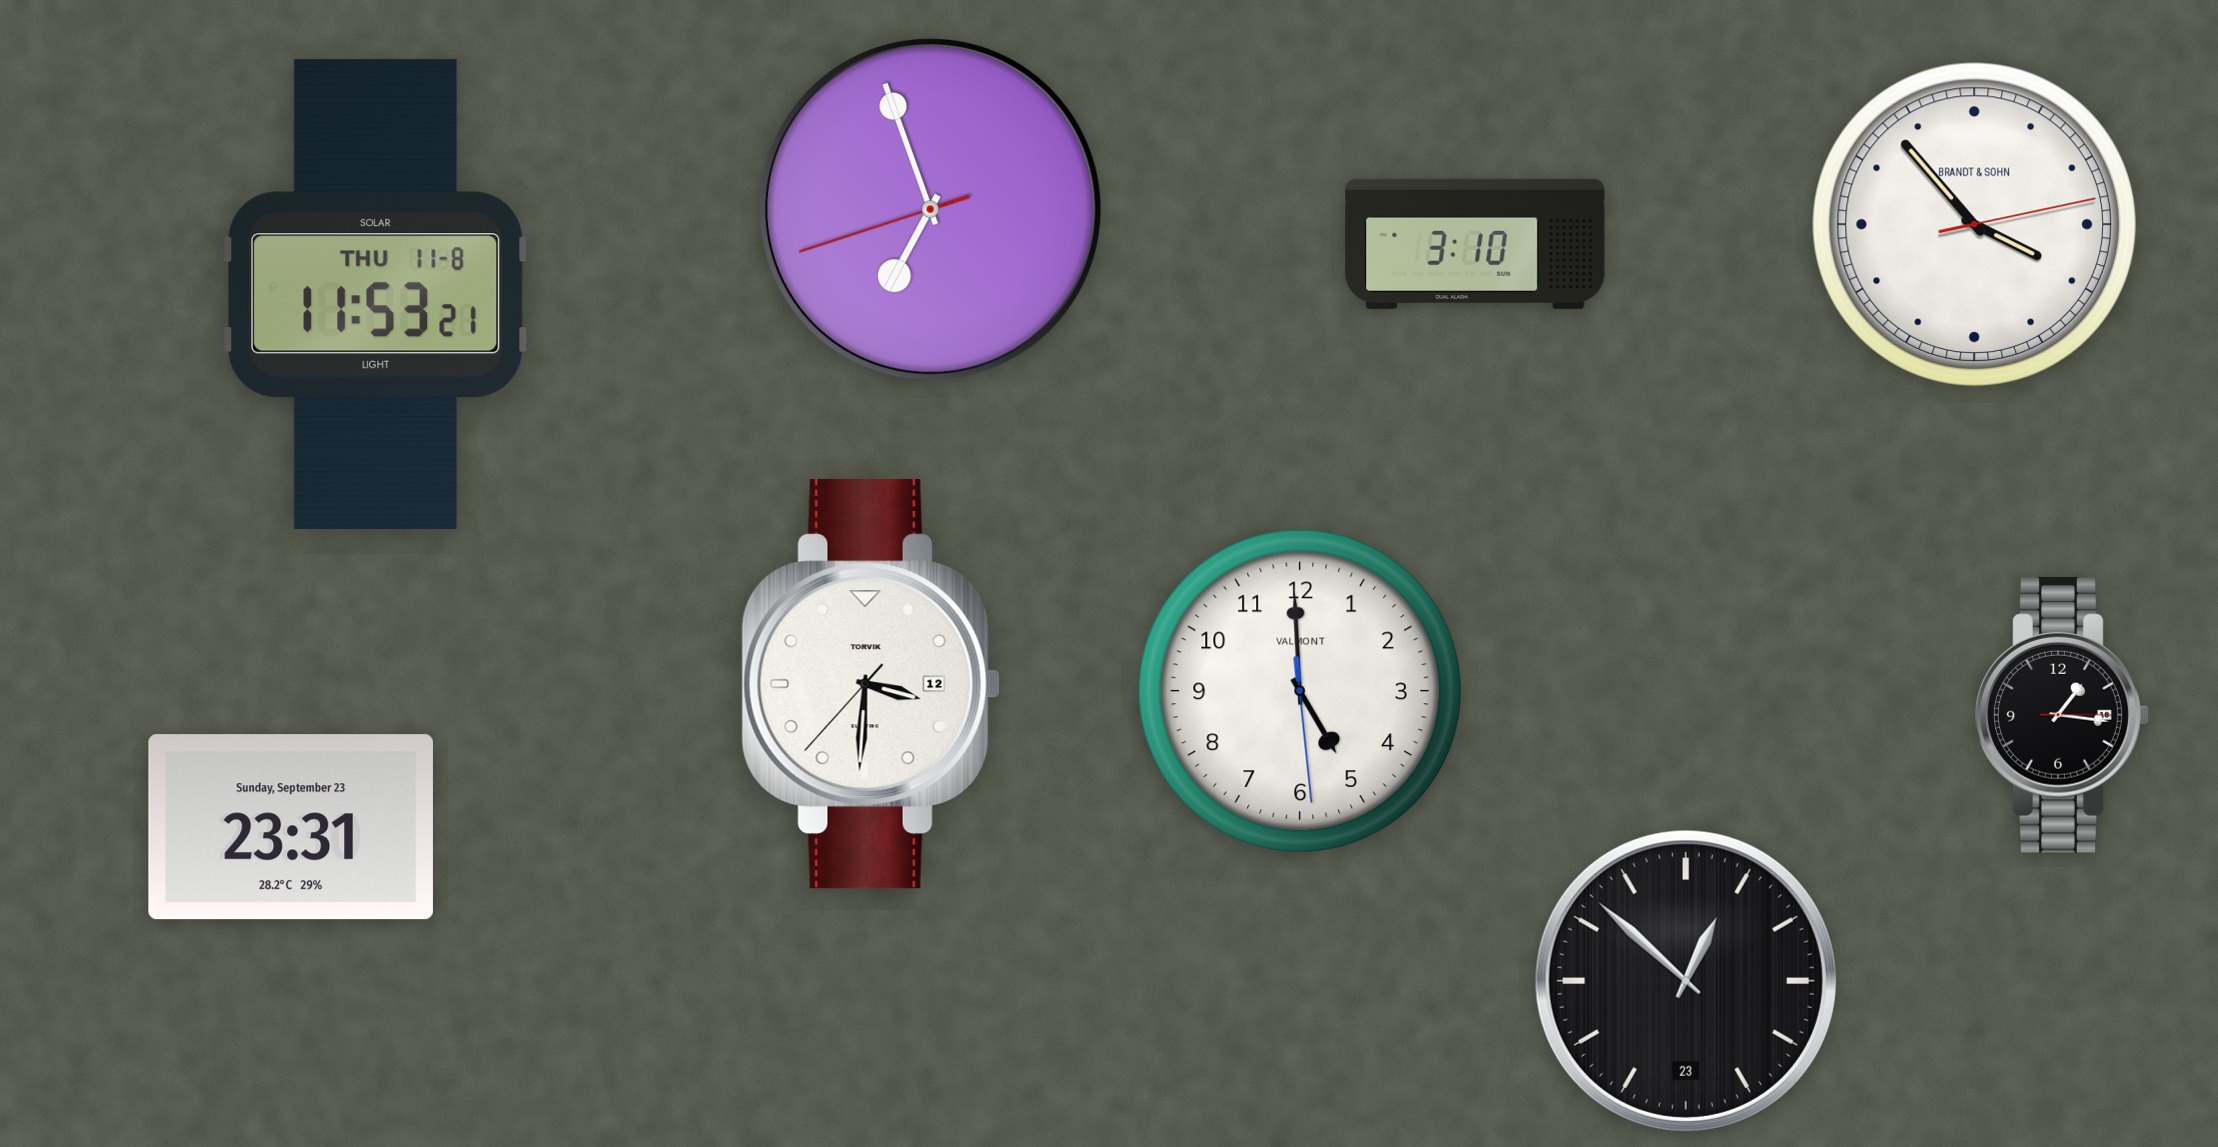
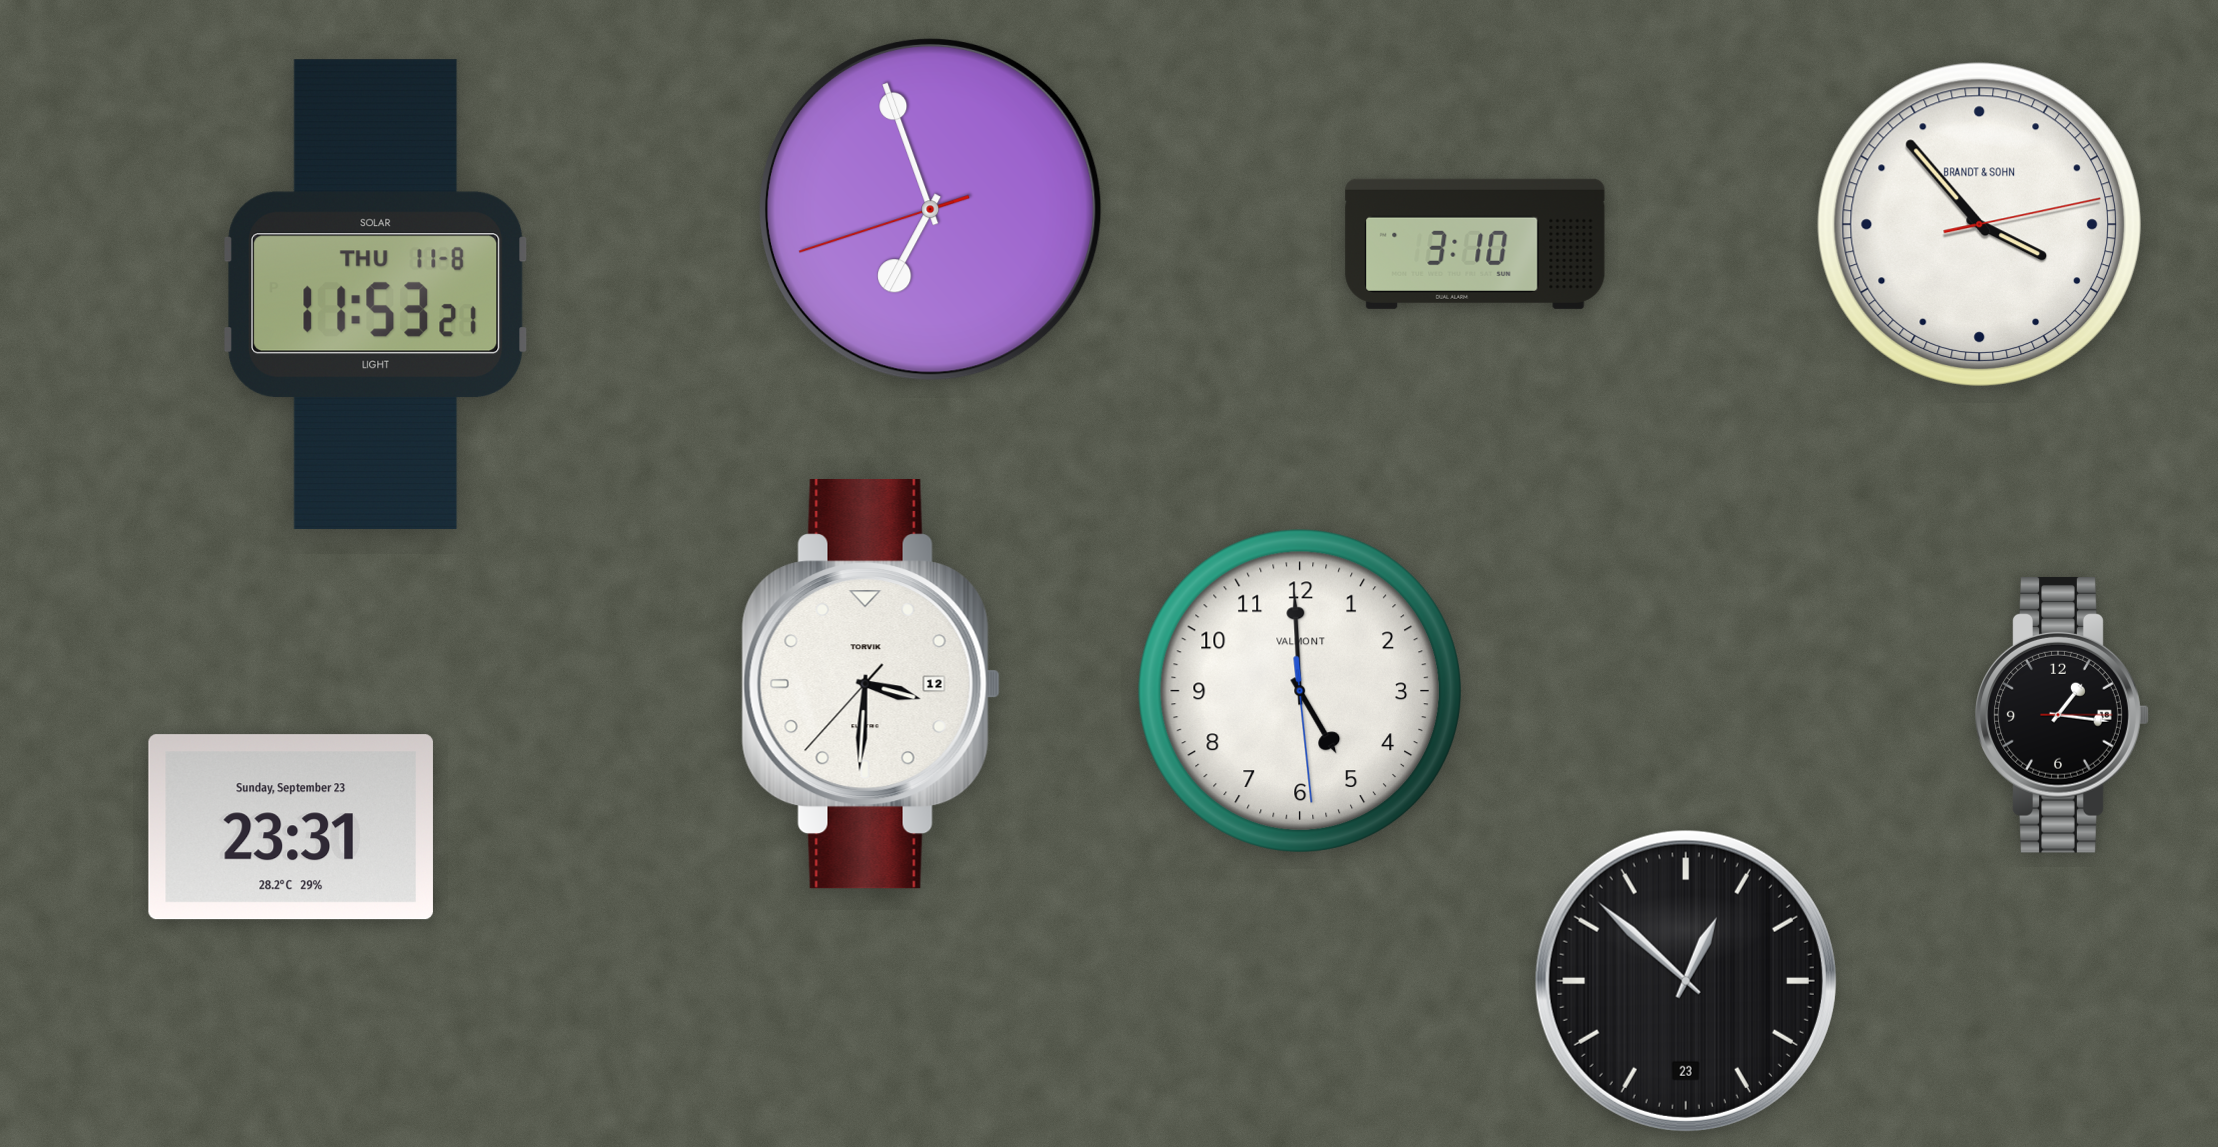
clock at (1974, 224) position: (1974, 224) -> (1979, 224)
